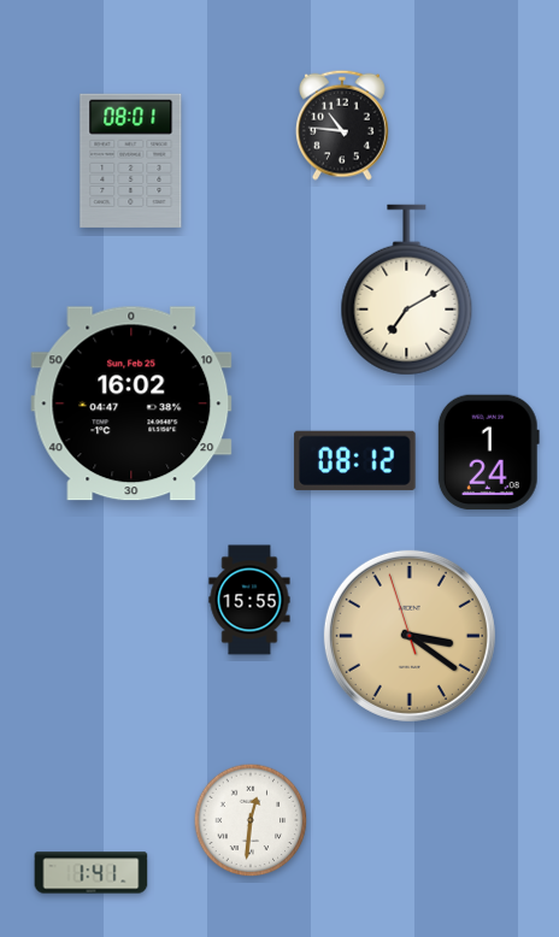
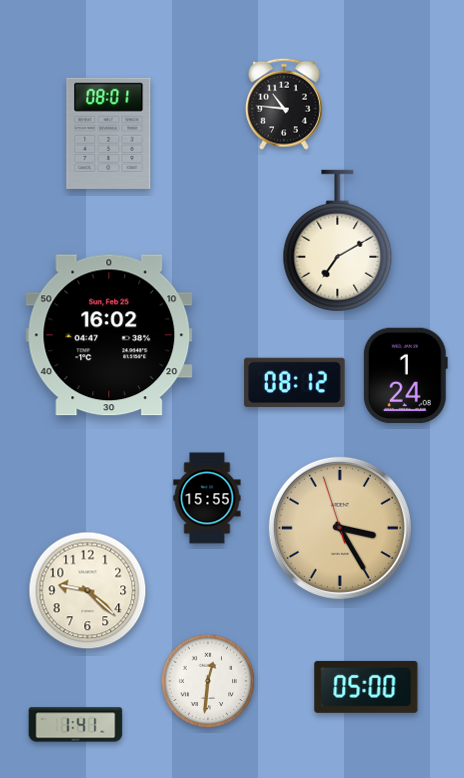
clock at (410, 636): 3:20 -> 3:24
clock at (88, 591): none -> 9:22
clock at (366, 687): none -> 05:00
